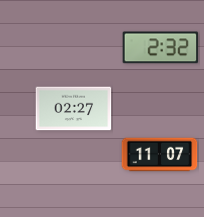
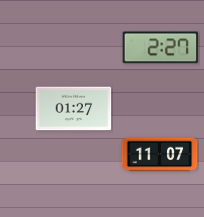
clock at (161, 48): 2:32 -> 2:27
clock at (74, 109): 02:27 -> 01:27
